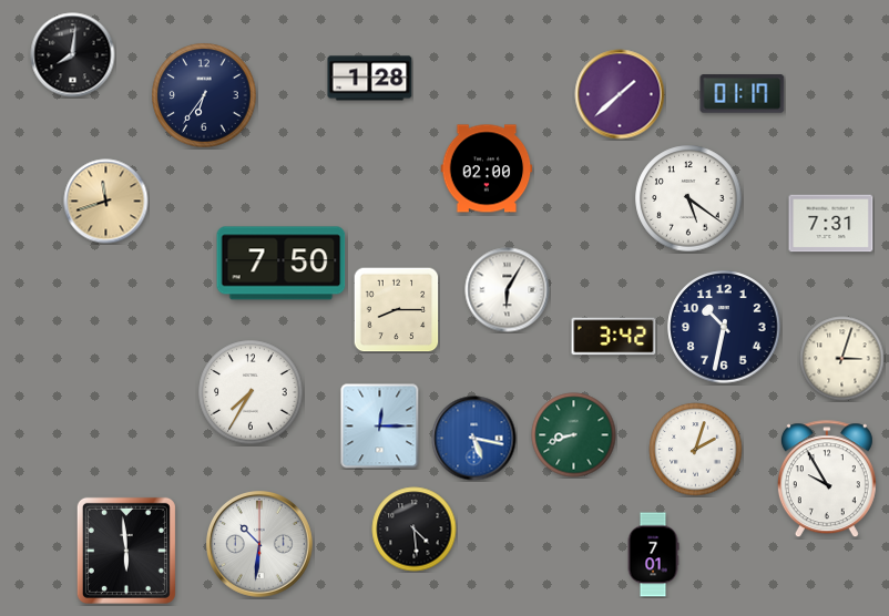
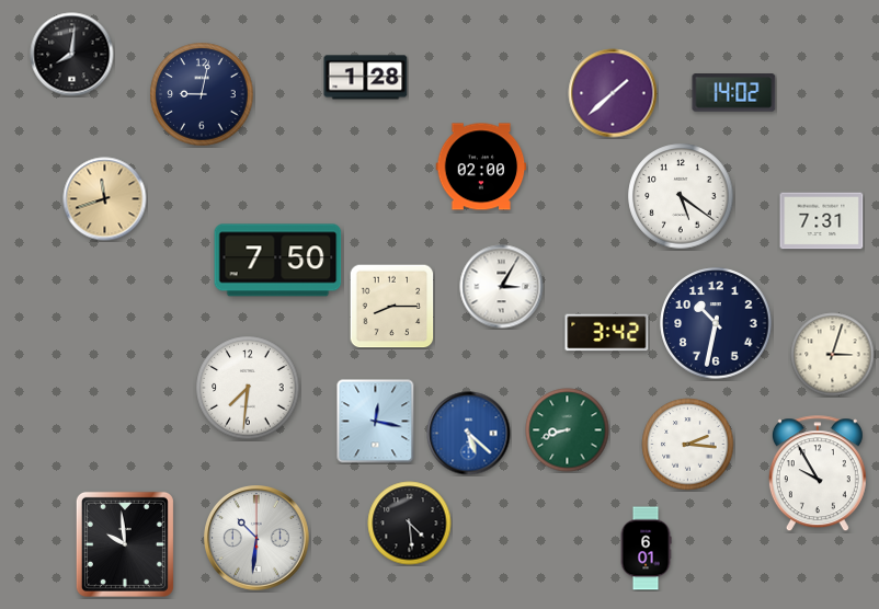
clock at (743, 94): 01:17 -> 14:02
clock at (204, 95): 6:36 -> 9:02
clock at (508, 290): 6:05 -> 3:05
clock at (251, 392): 7:35 -> 7:31
clock at (380, 427): 12:15 -> 12:17
clock at (474, 439): 5:17 -> 5:22
clock at (696, 450): 2:03 -> 2:16
clock at (126, 551): 5:59 -> 9:59
clock at (653, 555): 7:01 -> 6:01
